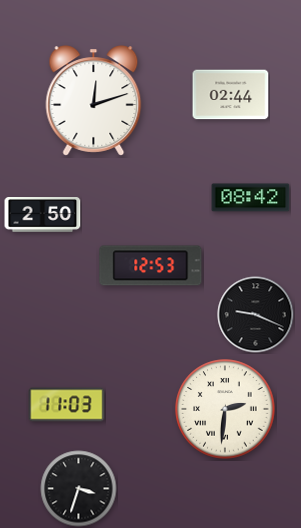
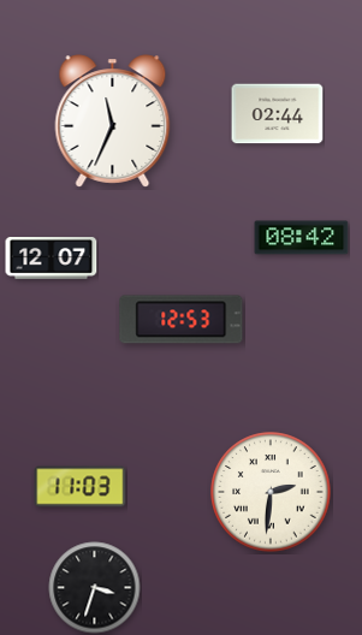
clock at (94, 101): 12:12 -> 11:34
clock at (43, 215): 2:50 -> 12:07
clock at (256, 315): 9:19 -> none
